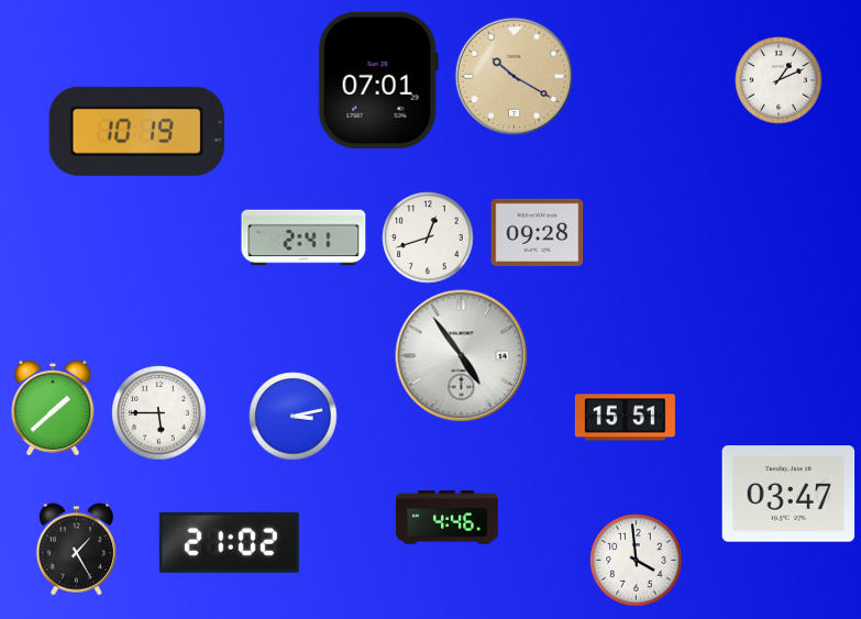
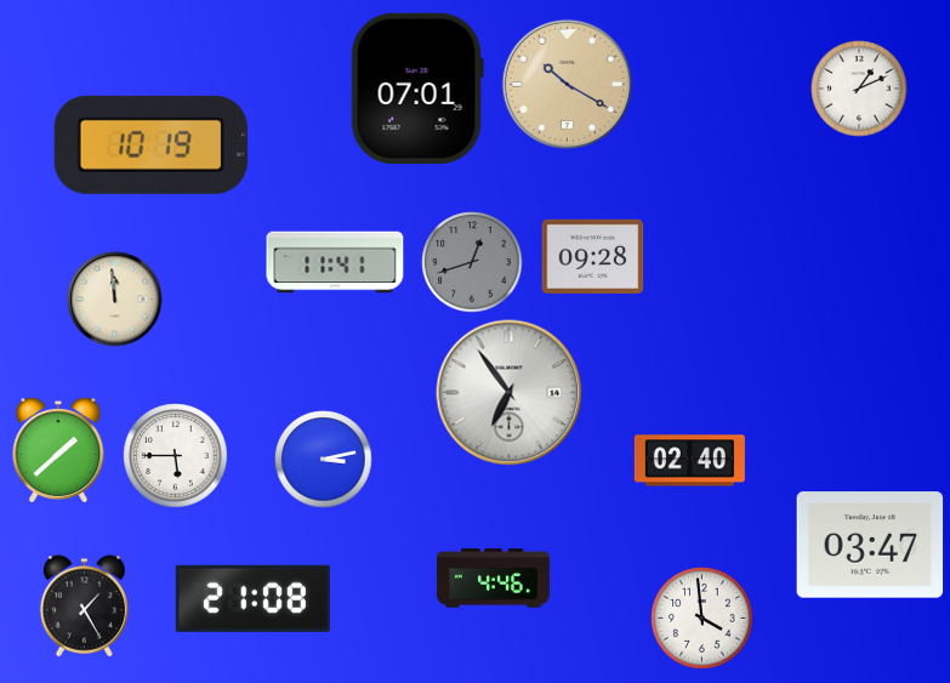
clock at (303, 237): 2:41 -> 11:41
clock at (428, 237) dial: white -> grey
clock at (115, 300): none -> 11:59
clock at (462, 356): 4:54 -> 6:54
clock at (625, 418): 15:51 -> 02:40
clock at (446, 518) position: (446, 518) -> (493, 579)
clock at (229, 542): 21:02 -> 21:08
